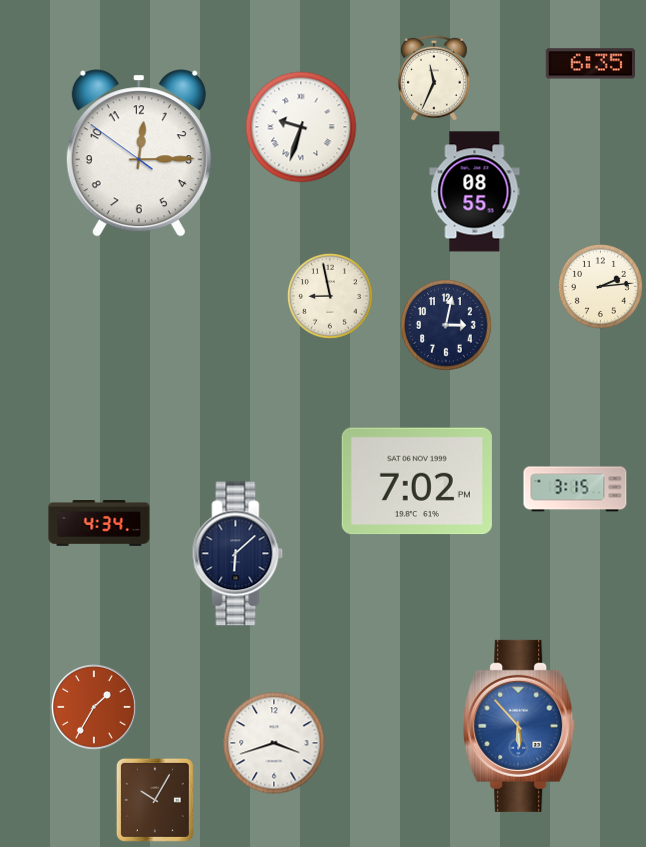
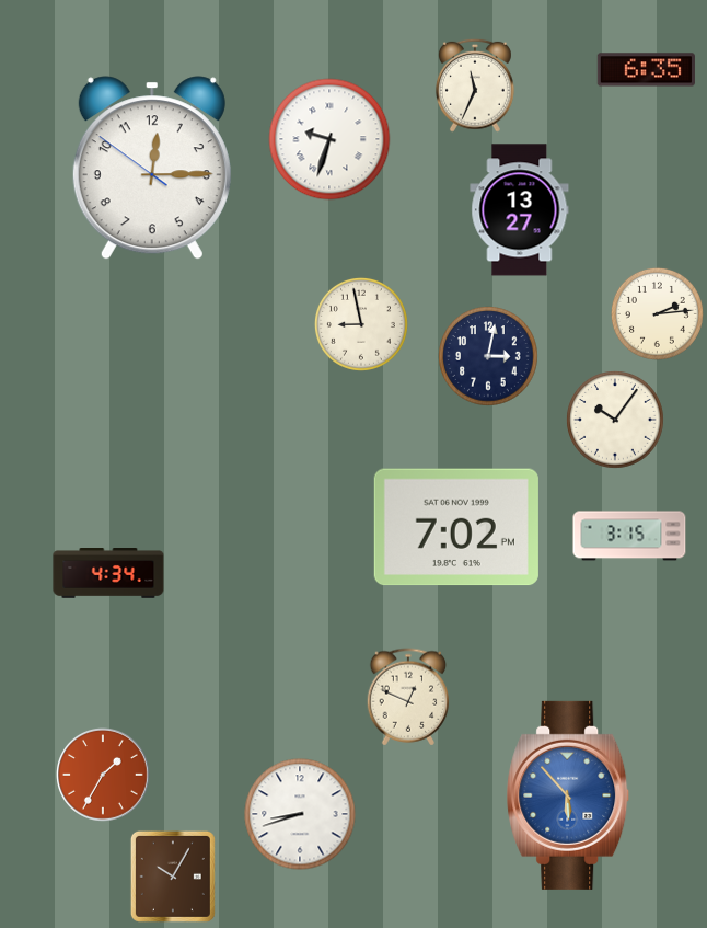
clock at (475, 192): 08:55 -> 13:27
clock at (615, 420): none -> 10:06
clock at (238, 554): 6:08 -> none
clock at (408, 697): none -> 12:49
clock at (274, 743): 3:42 -> 8:42
clock at (155, 800) position: (155, 800) -> (173, 877)
